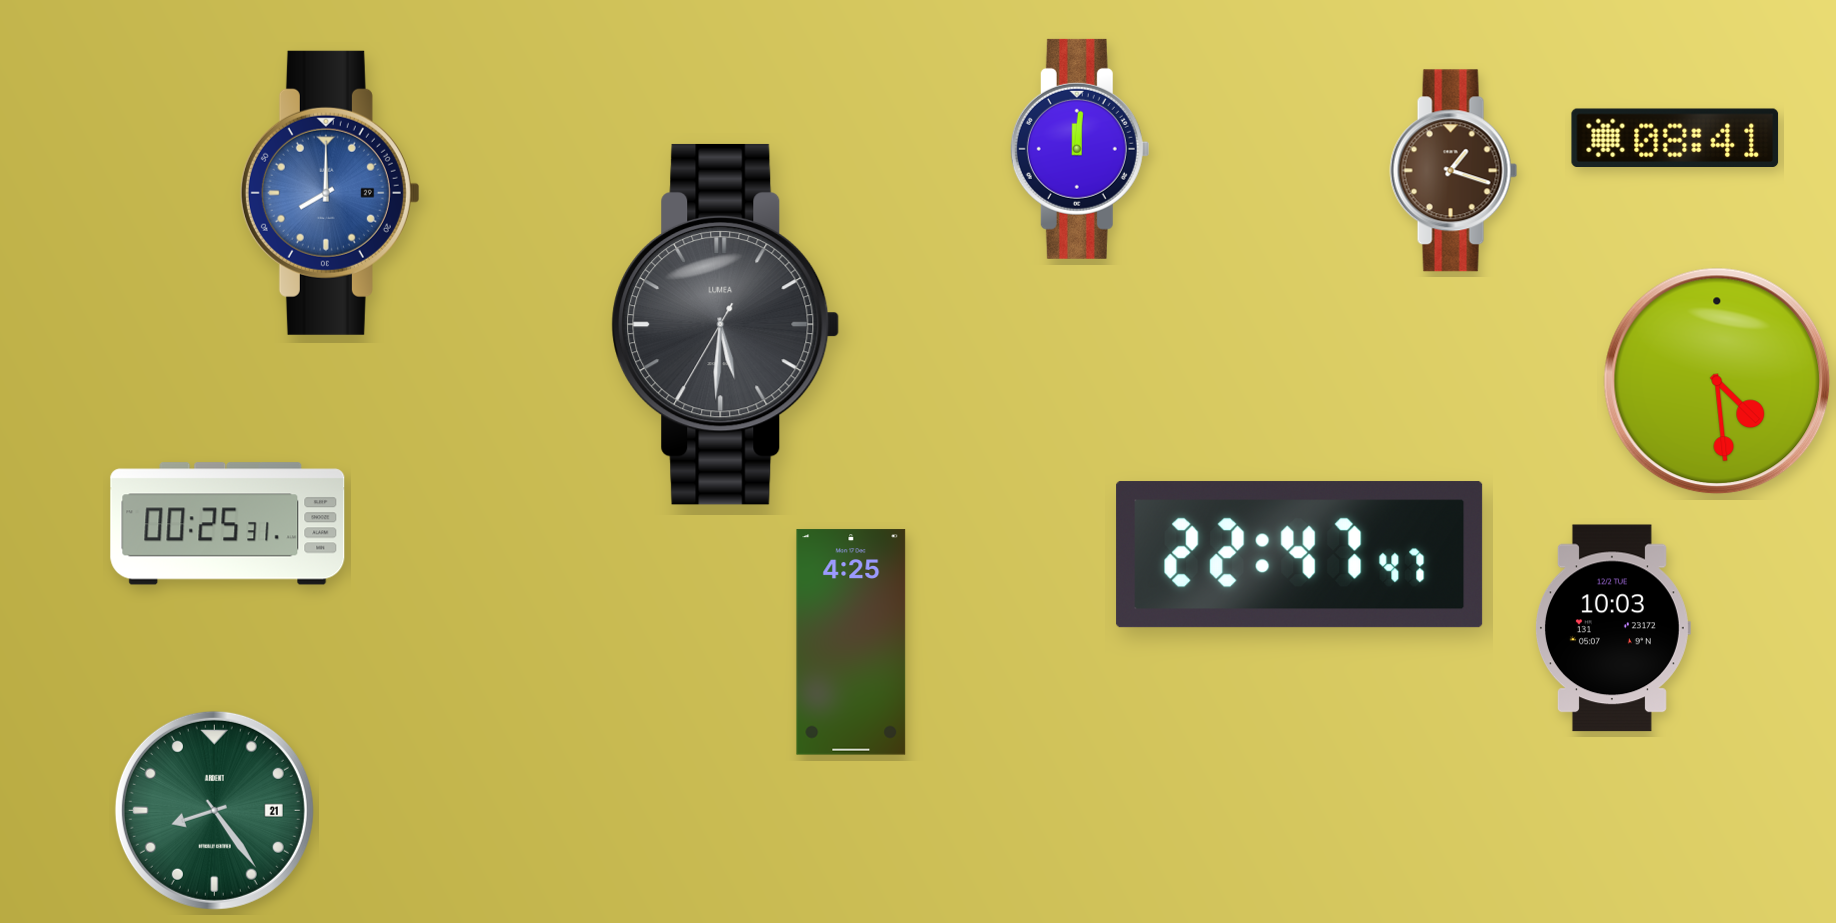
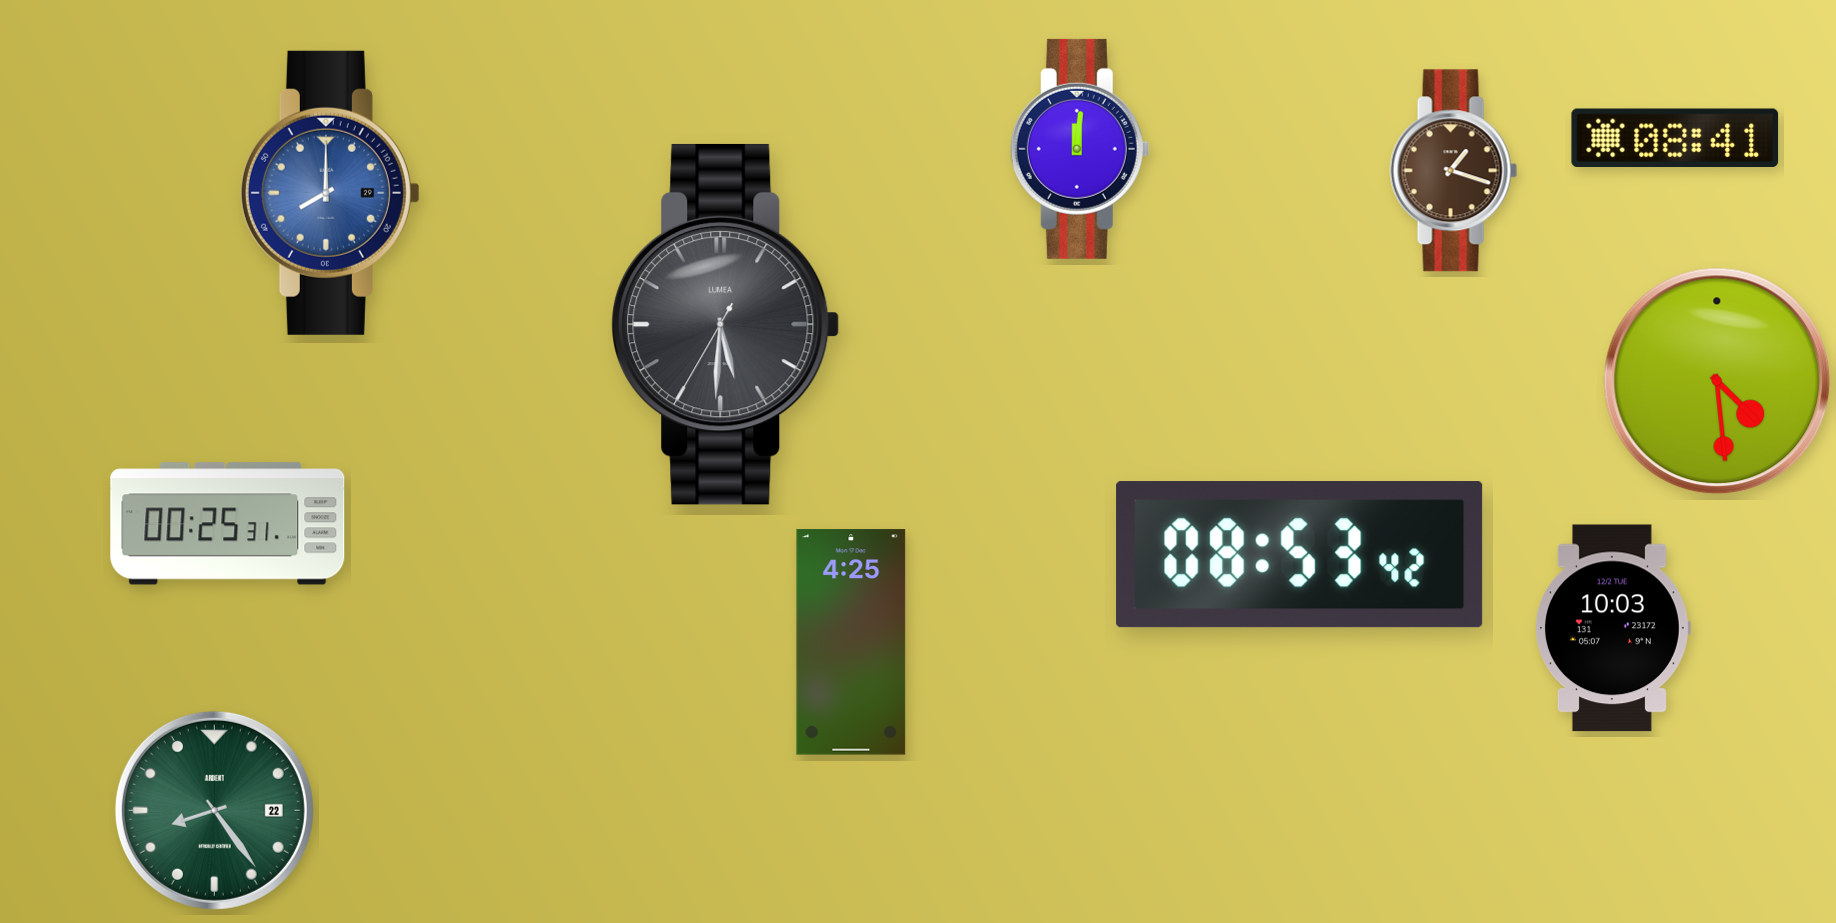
clock at (1300, 555): 22:47 -> 08:53
clock at (214, 810) date: 21 -> 22
